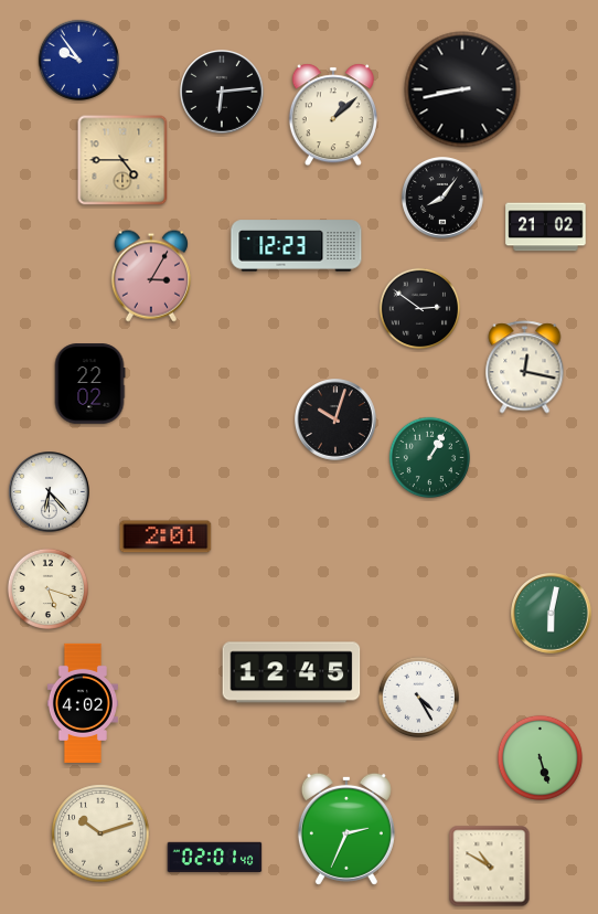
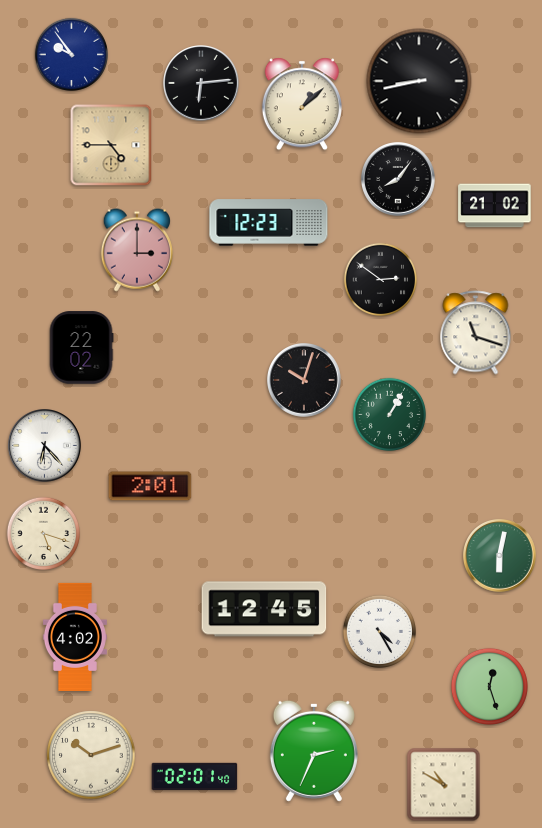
clock at (444, 199) position: (444, 199) -> (399, 180)
clock at (151, 276): 3:05 -> 3:00
clock at (525, 368): 12:17 -> 11:18
clock at (540, 757): 5:27 -> 12:27
